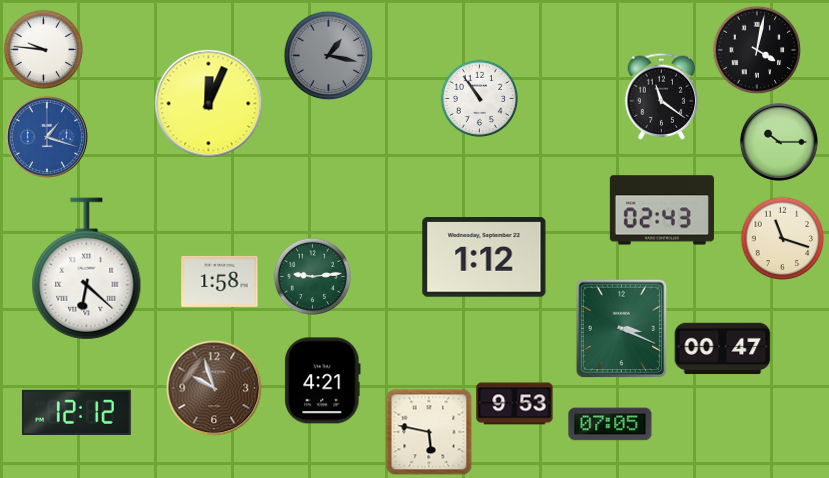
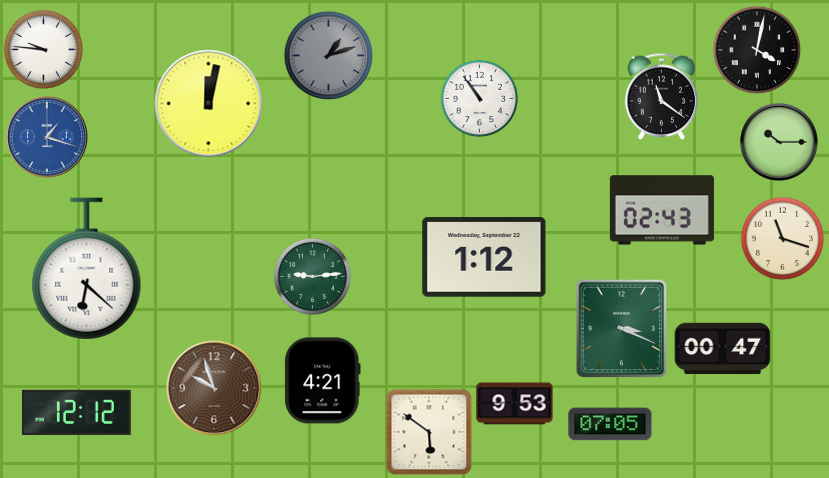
clock at (328, 55): 1:17 -> 1:12
clock at (209, 104): 12:04 -> 12:02
clock at (220, 281): 1:58 -> none
clock at (429, 432): 5:47 -> 5:51
